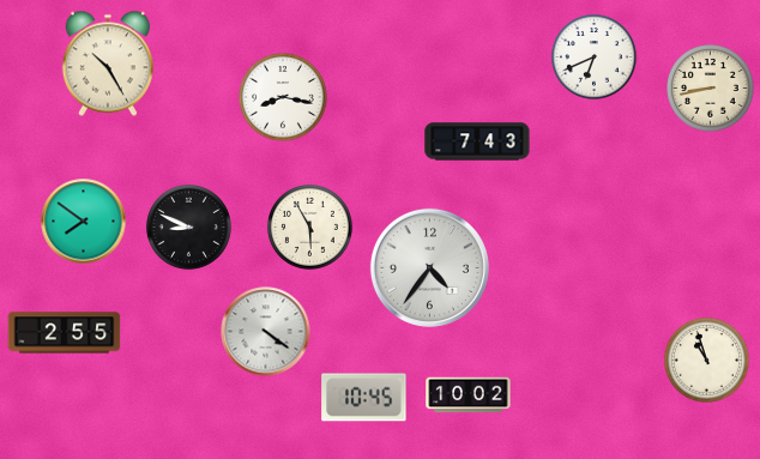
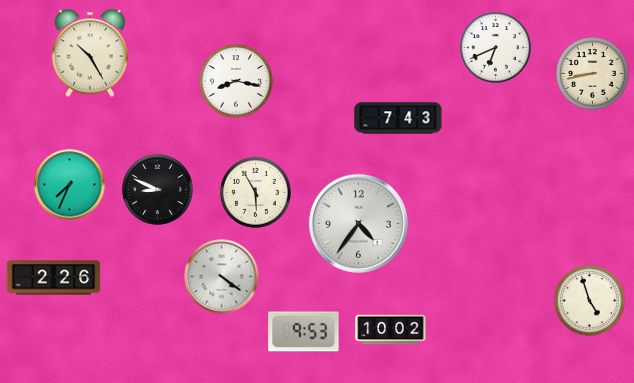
clock at (84, 222): 7:51 -> 7:34
clock at (309, 227) position: (309, 227) -> (255, 192)
clock at (65, 333): 2:55 -> 2:26
clock at (706, 360): 10:57 -> 4:57
clock at (364, 398): 10:45 -> 9:53
